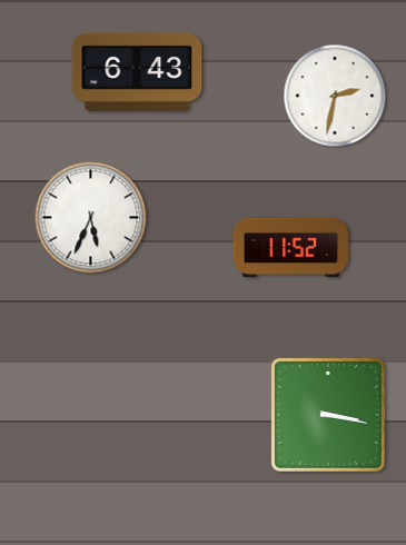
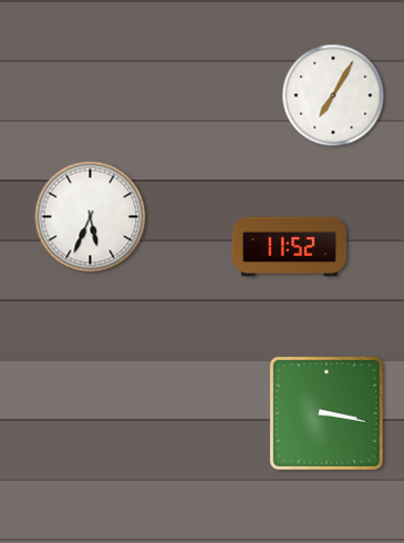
clock at (137, 72): 6:43 -> none
clock at (335, 96): 2:32 -> 7:05
